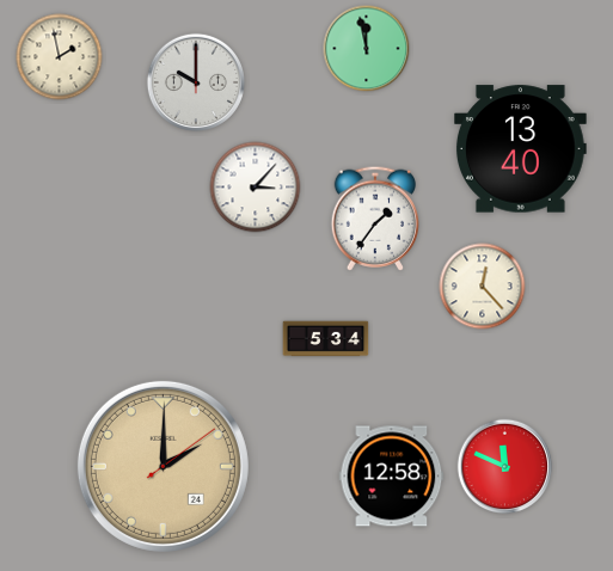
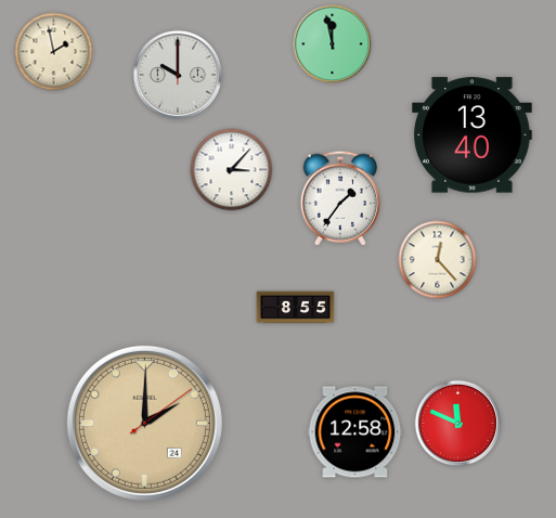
clock at (326, 339): 5:34 -> 8:55
clock at (163, 466) position: (163, 466) -> (144, 423)
